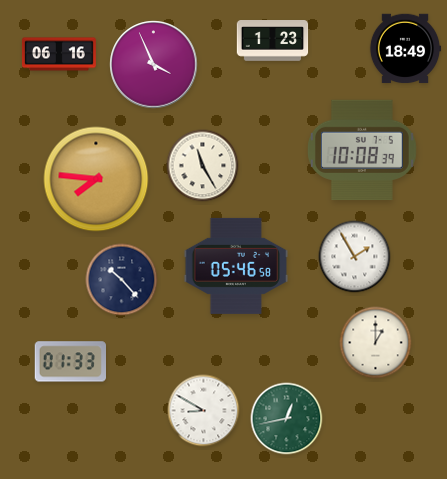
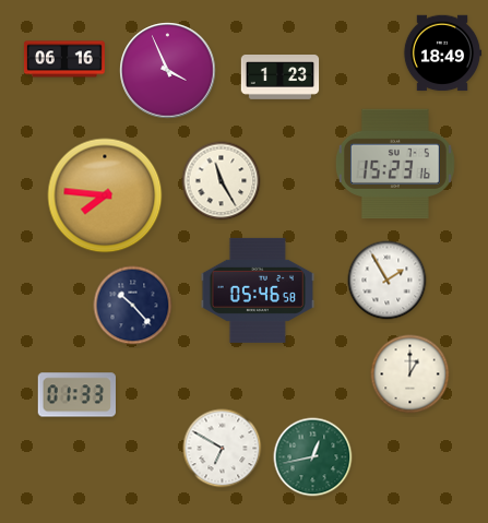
clock at (273, 41) position: (273, 41) -> (281, 78)
clock at (362, 150): 10:08 -> 15:23
clock at (204, 411): 8:50 -> 6:50
